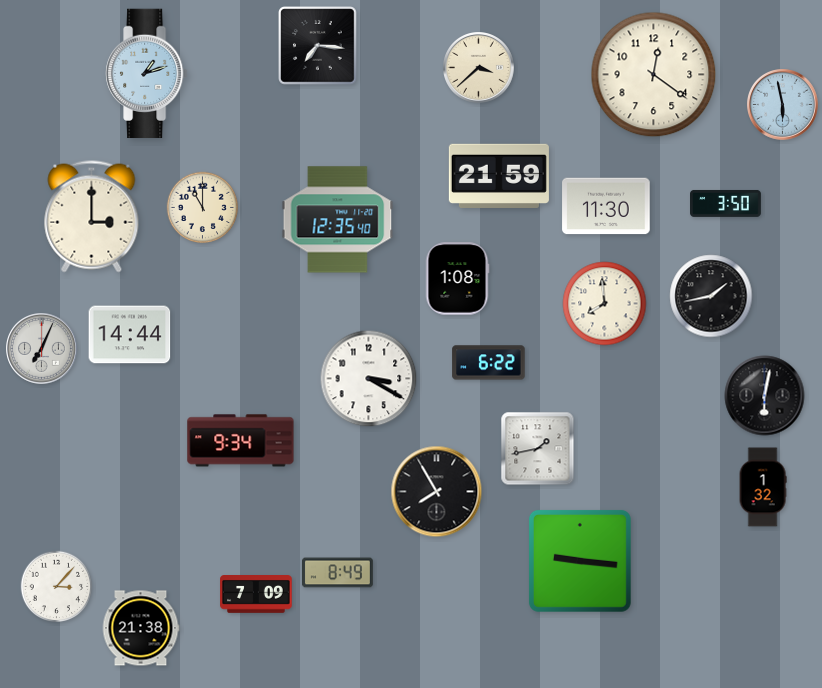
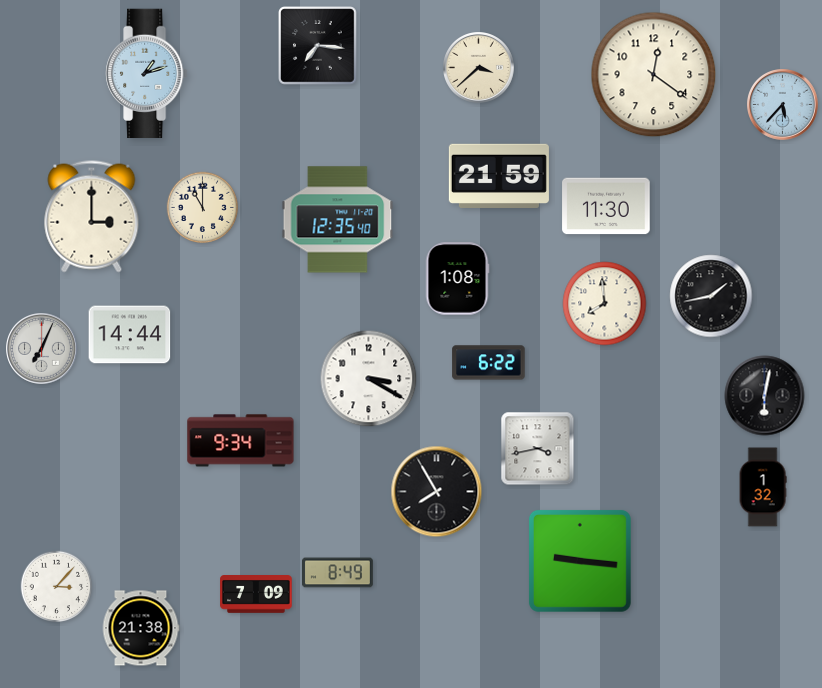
clock at (783, 105): 5:58 -> 5:37
clock at (726, 203): 3:50 -> none
clock at (538, 449): 1:43 -> 3:43
